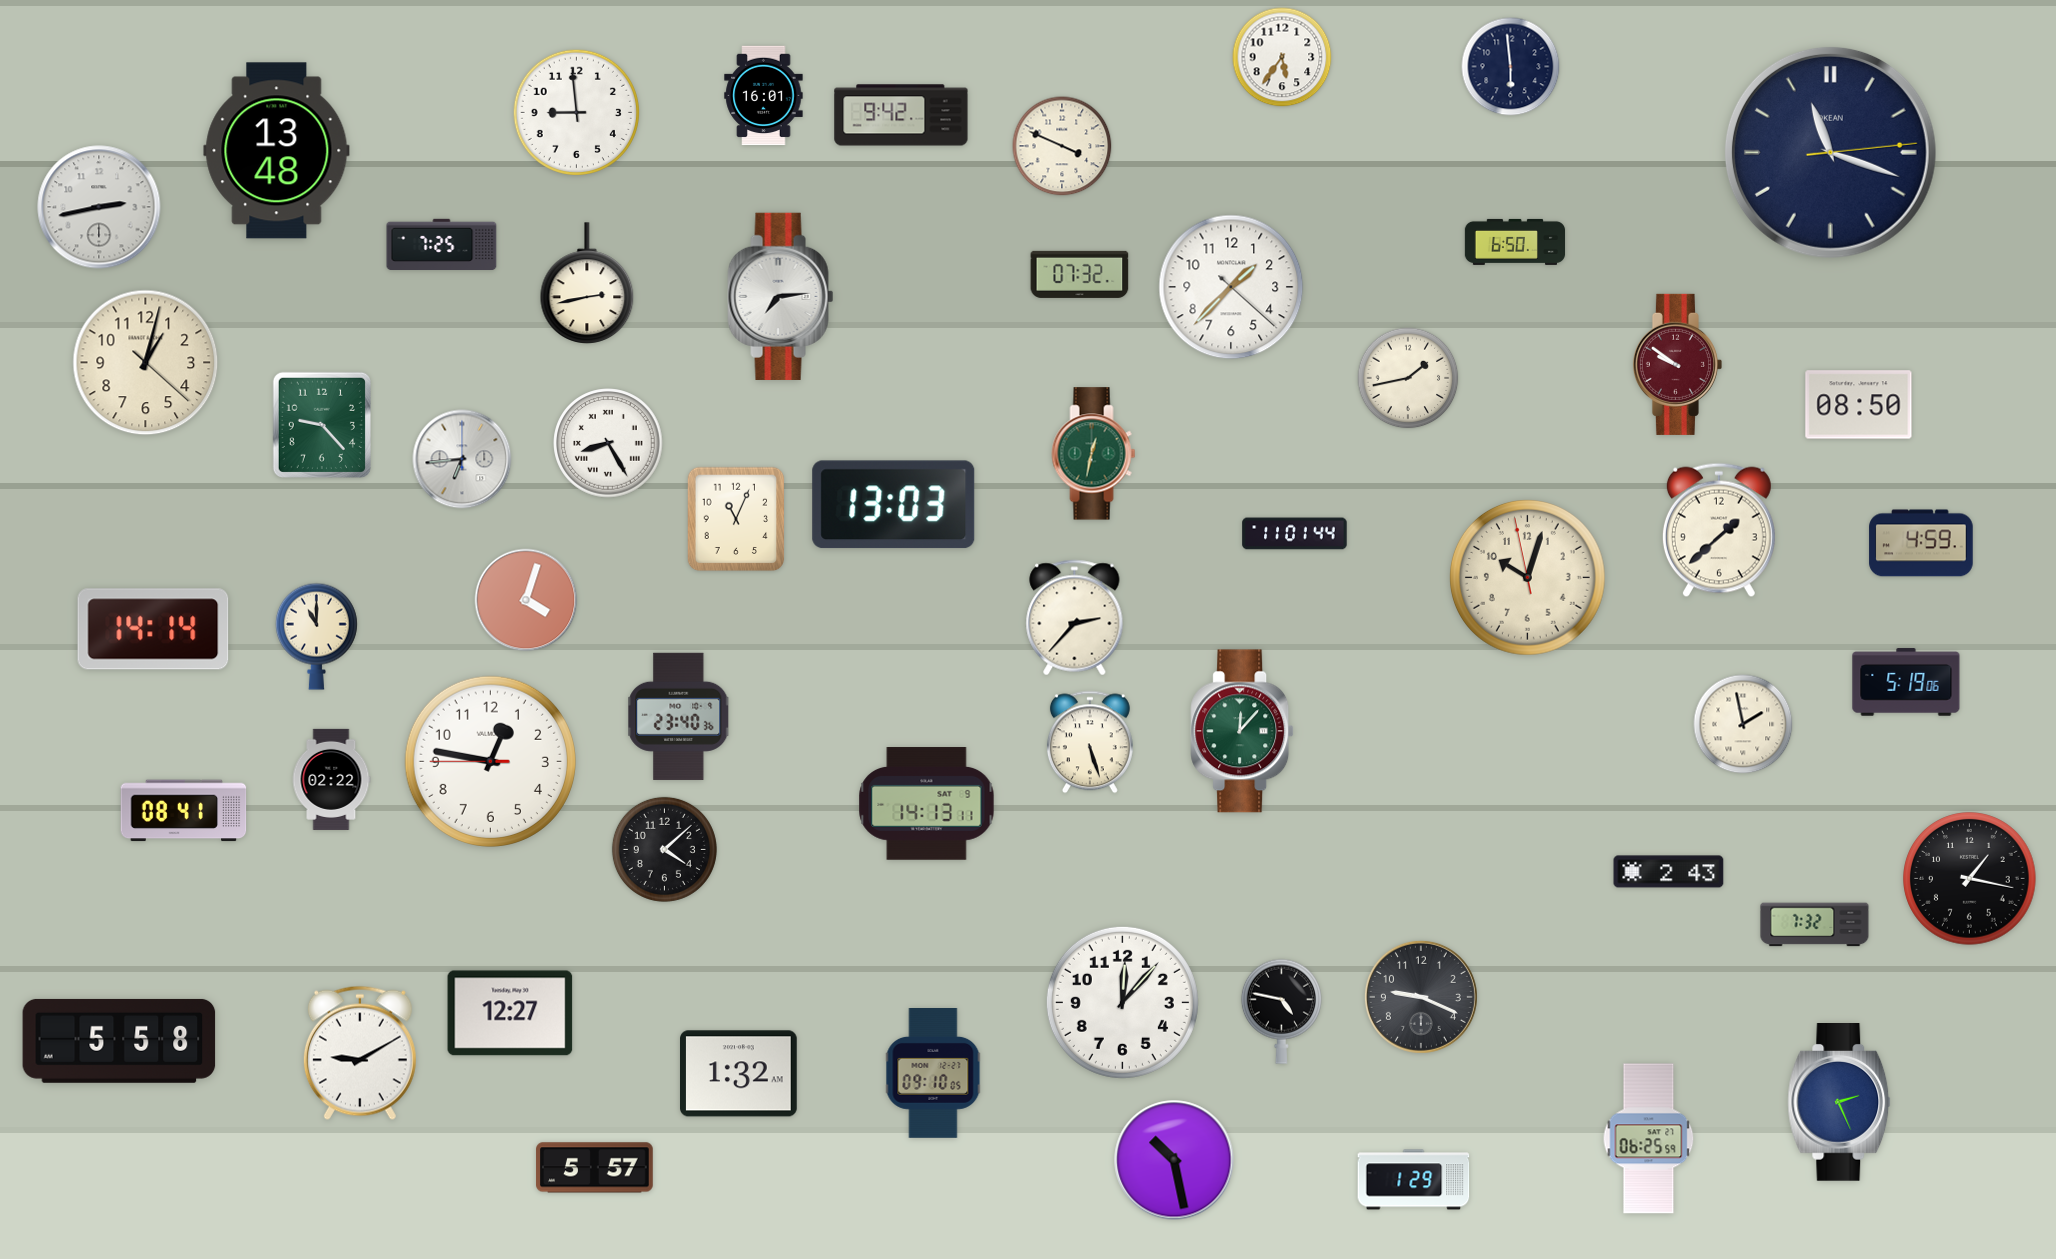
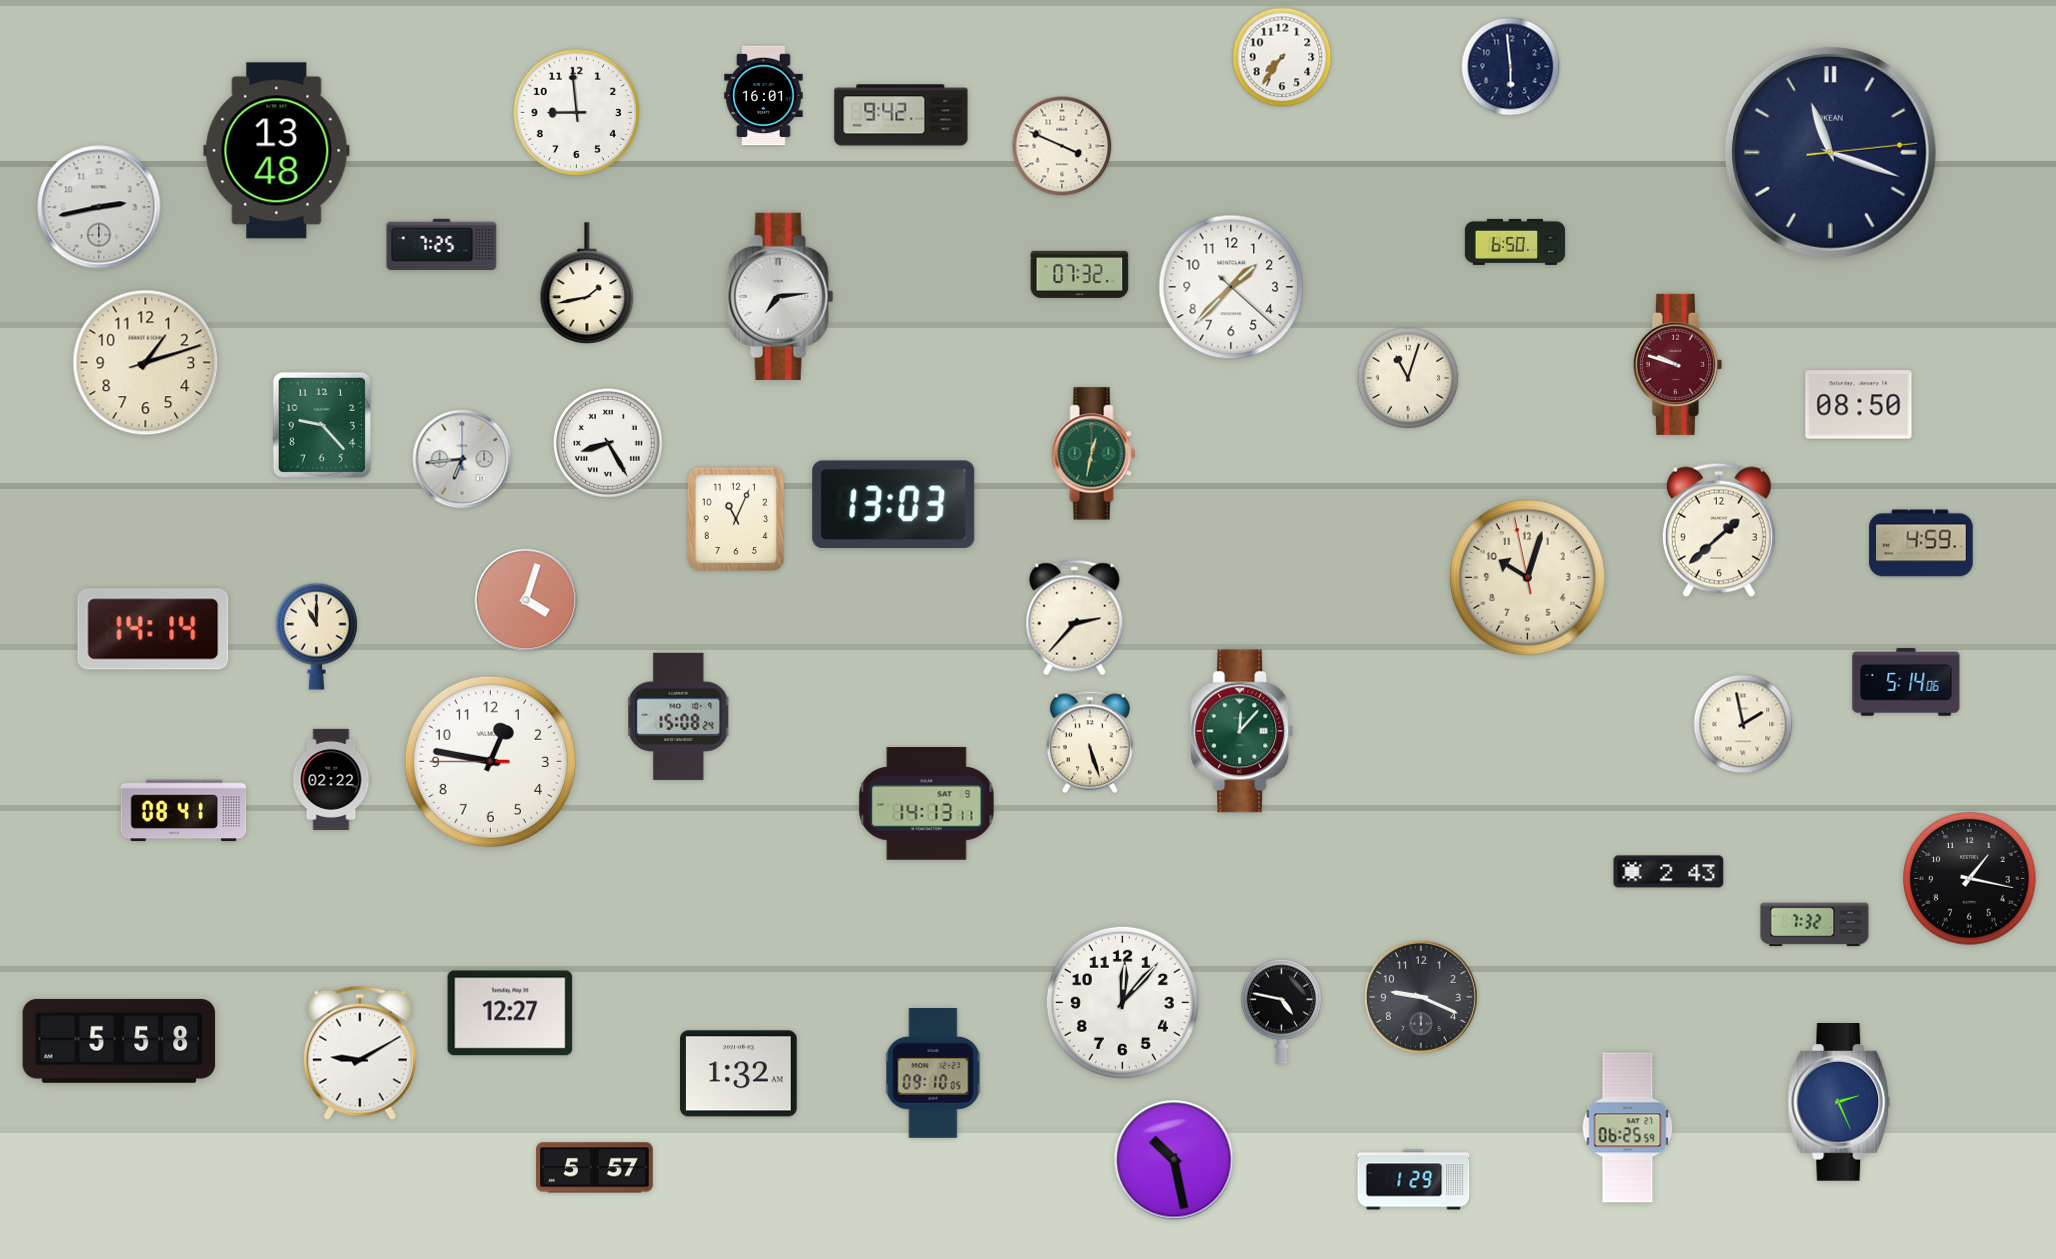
clock at (1282, 57): 5:36 -> 7:36
clock at (587, 283): 2:43 -> 1:43
clock at (146, 363): 1:02 -> 1:12
clock at (1677, 364): 9:51 -> 9:48
clock at (1408, 378): 1:43 -> 11:03
clock at (1295, 534): 11:01 -> none
clock at (1906, 682): 5:19 -> 5:14
clock at (679, 716): 23:40 -> 15:08
clock at (664, 849): 4:08 -> none
clock at (1649, 1139) position: (1649, 1139) -> (1628, 1128)
